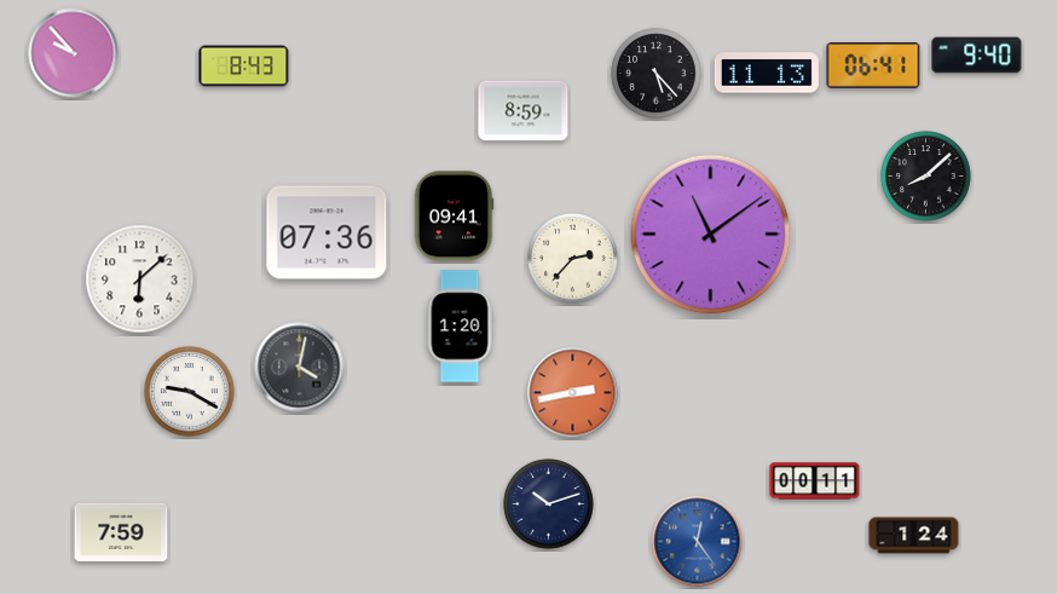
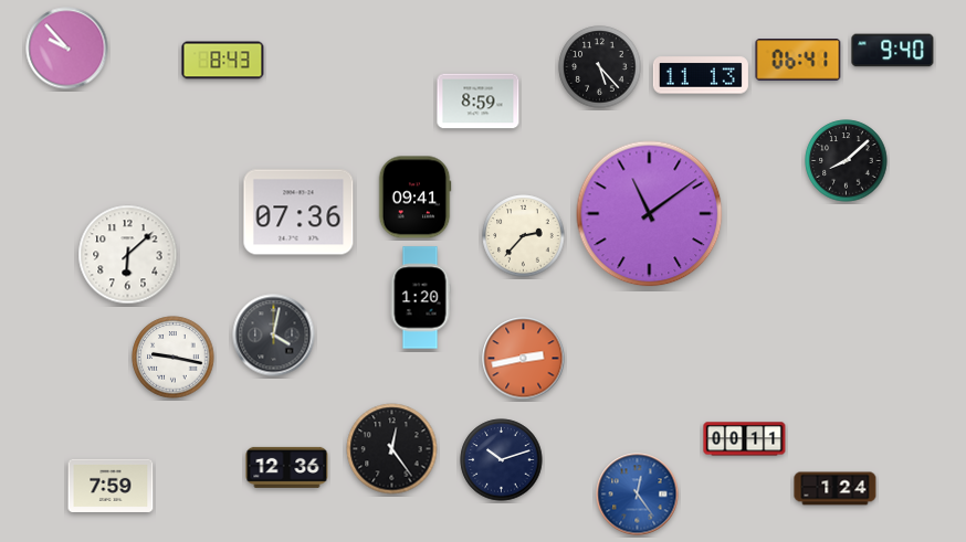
clock at (767, 73) position: (767, 73) -> (701, 75)
clock at (190, 392): 9:20 -> 9:17
clock at (392, 449): none -> 12:24
clock at (287, 467): none -> 12:36
